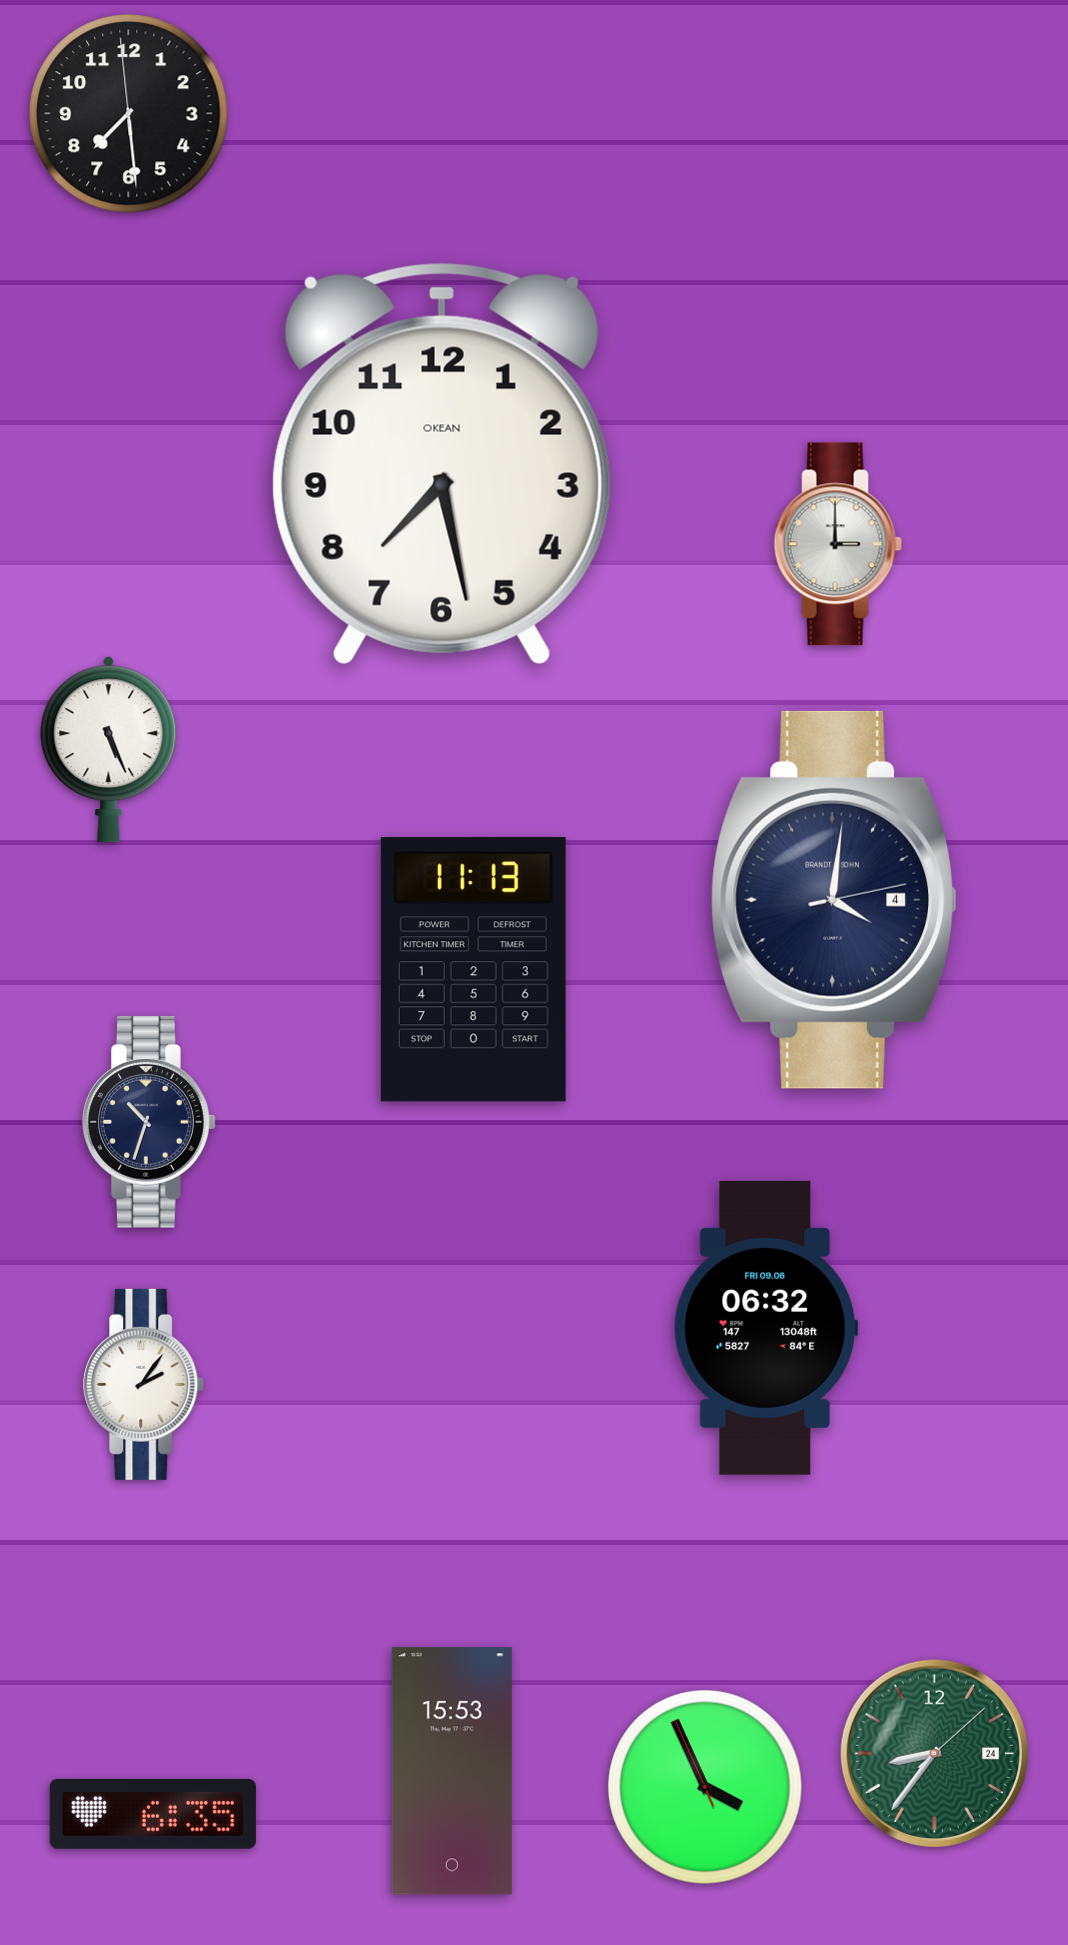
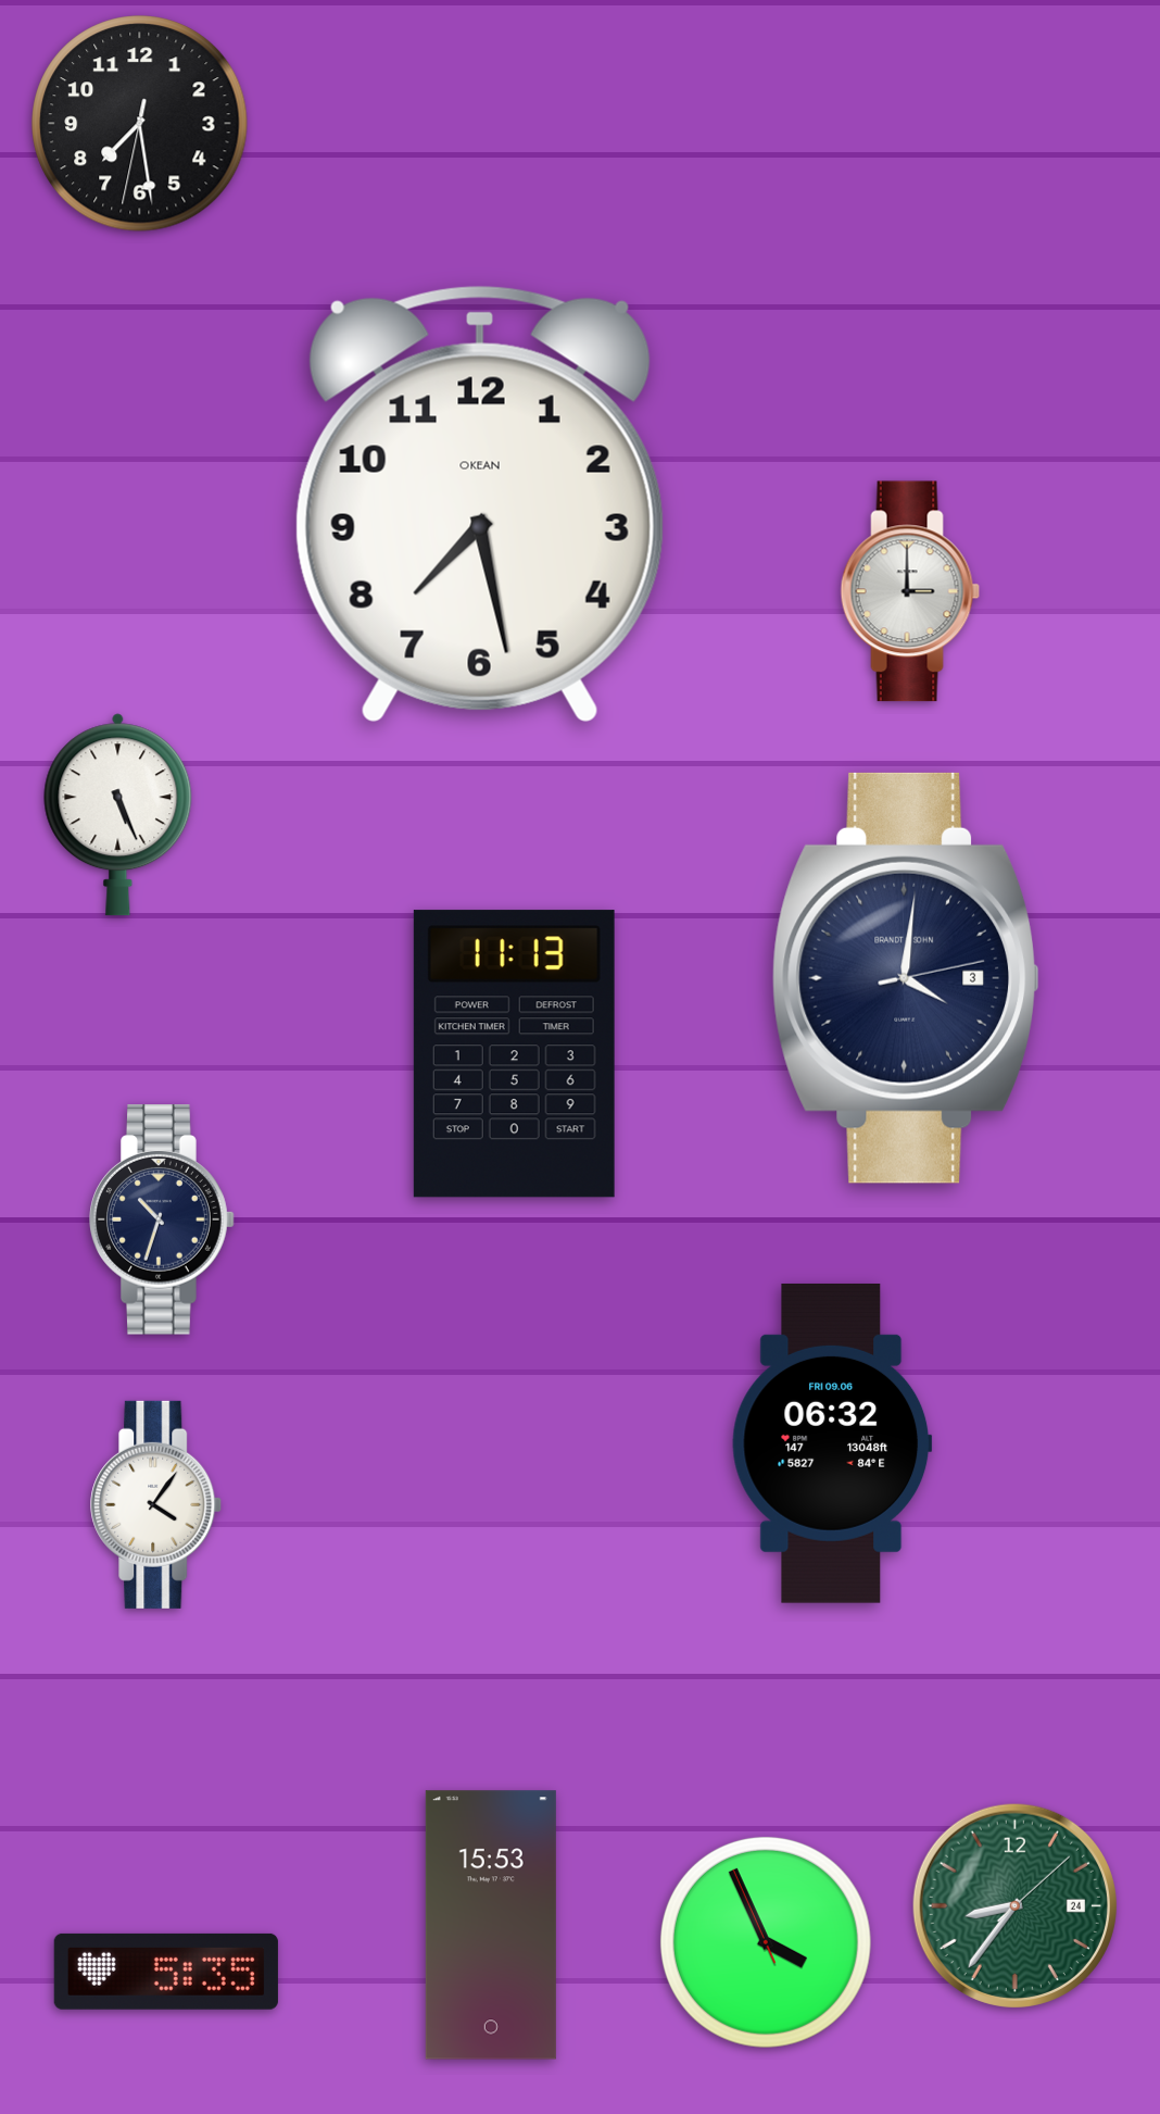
clock at (129, 114): 7:28:59 -> 7:28:32
clock at (833, 900) date: 4 -> 3
clock at (144, 1384): 2:06 -> 4:06
clock at (153, 1814): 6:35 -> 5:35
